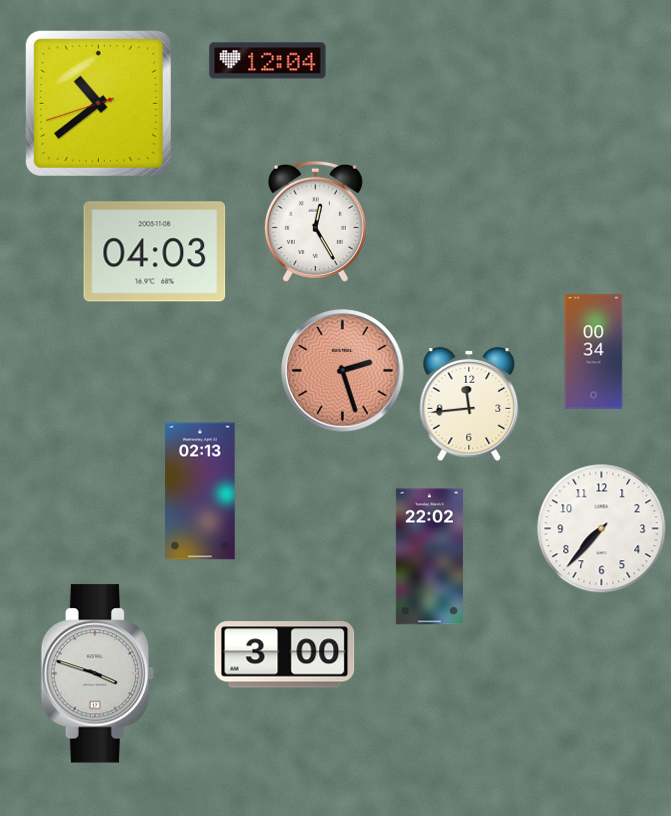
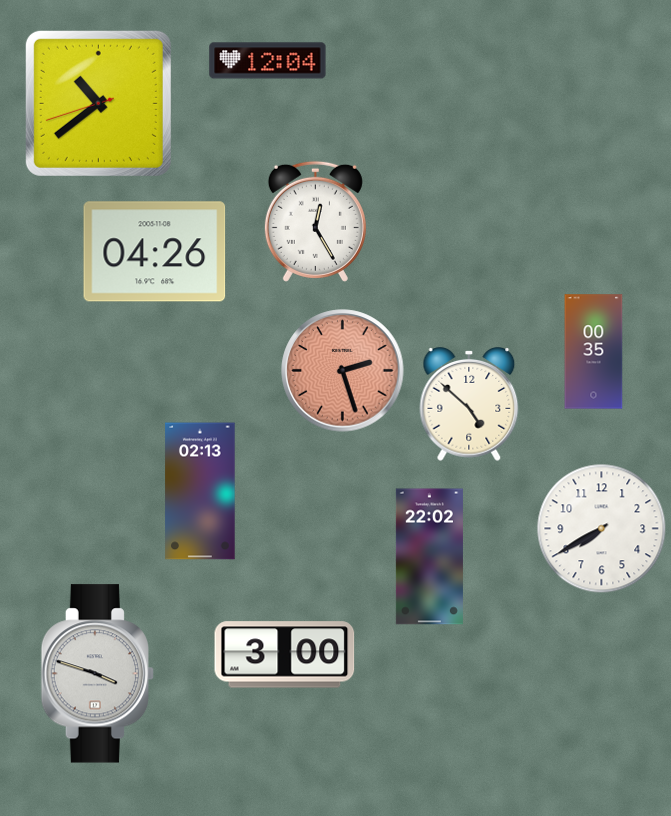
clock at (155, 252): 04:03 -> 04:26
clock at (594, 352): 00:34 -> 00:35
clock at (469, 404): 11:44 -> 4:52
clock at (601, 528): 7:37 -> 7:40
